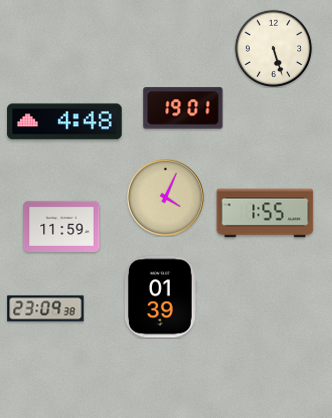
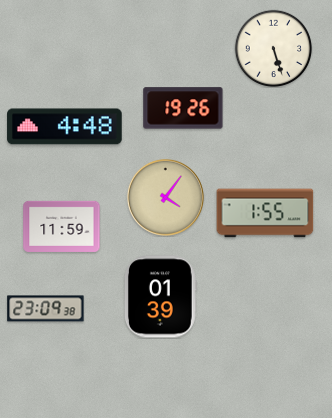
clock at (183, 108): 19:01 -> 19:26
clock at (65, 122) position: (65, 122) -> (65, 127)
clock at (165, 197): 4:04 -> 4:06
